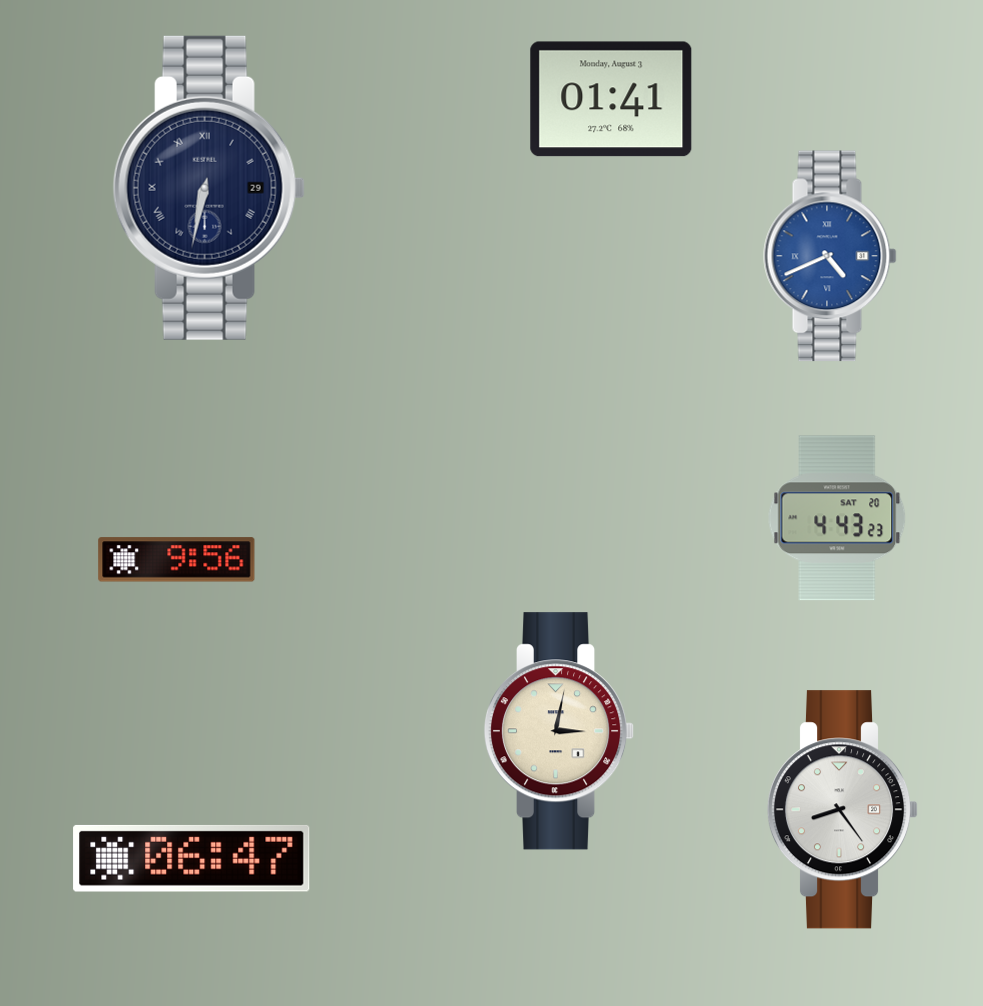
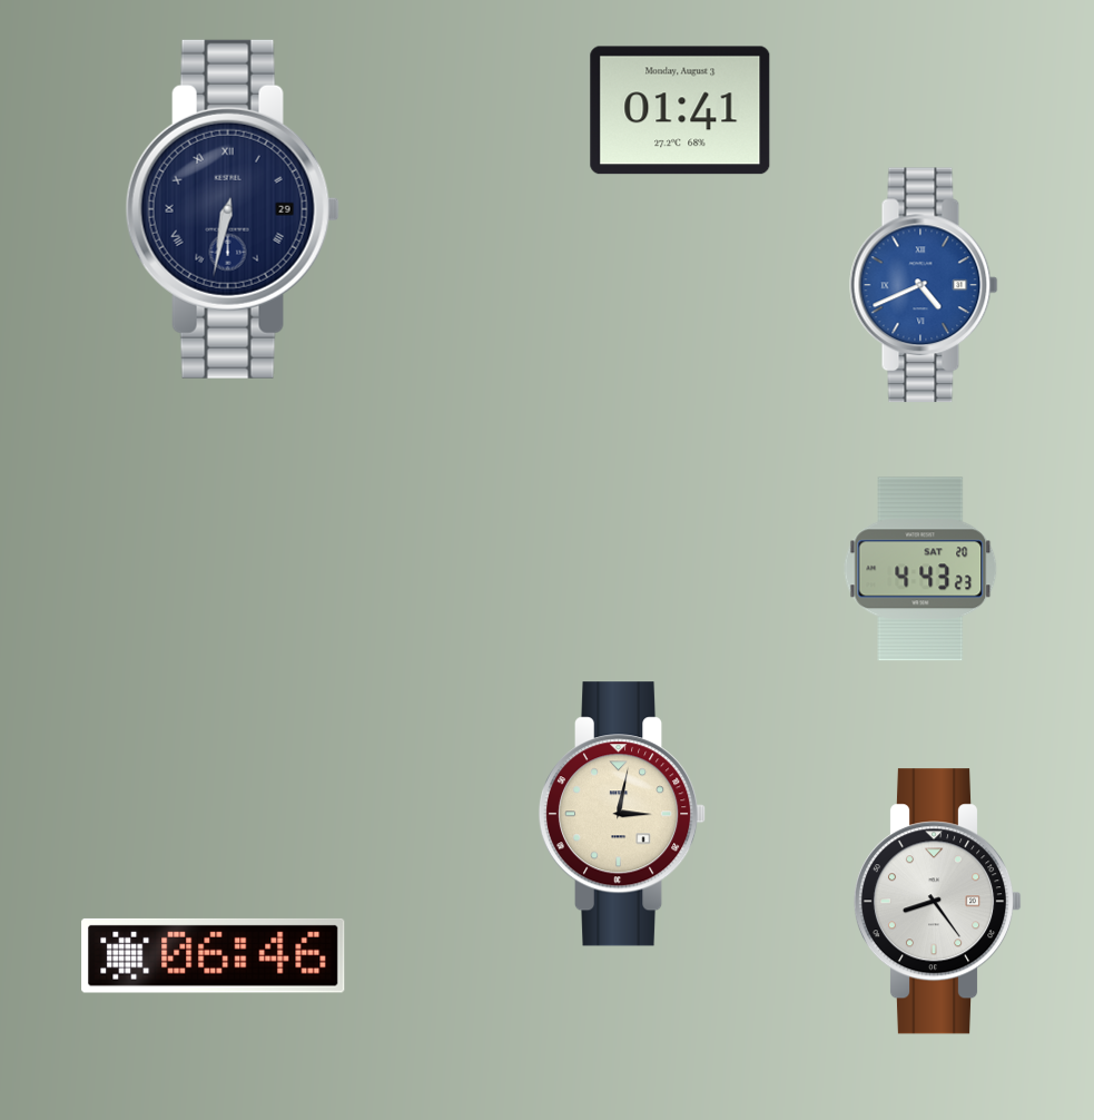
clock at (837, 518) position: (837, 518) -> (920, 569)
clock at (177, 560): 9:56 -> none
clock at (192, 858): 06:47 -> 06:46
